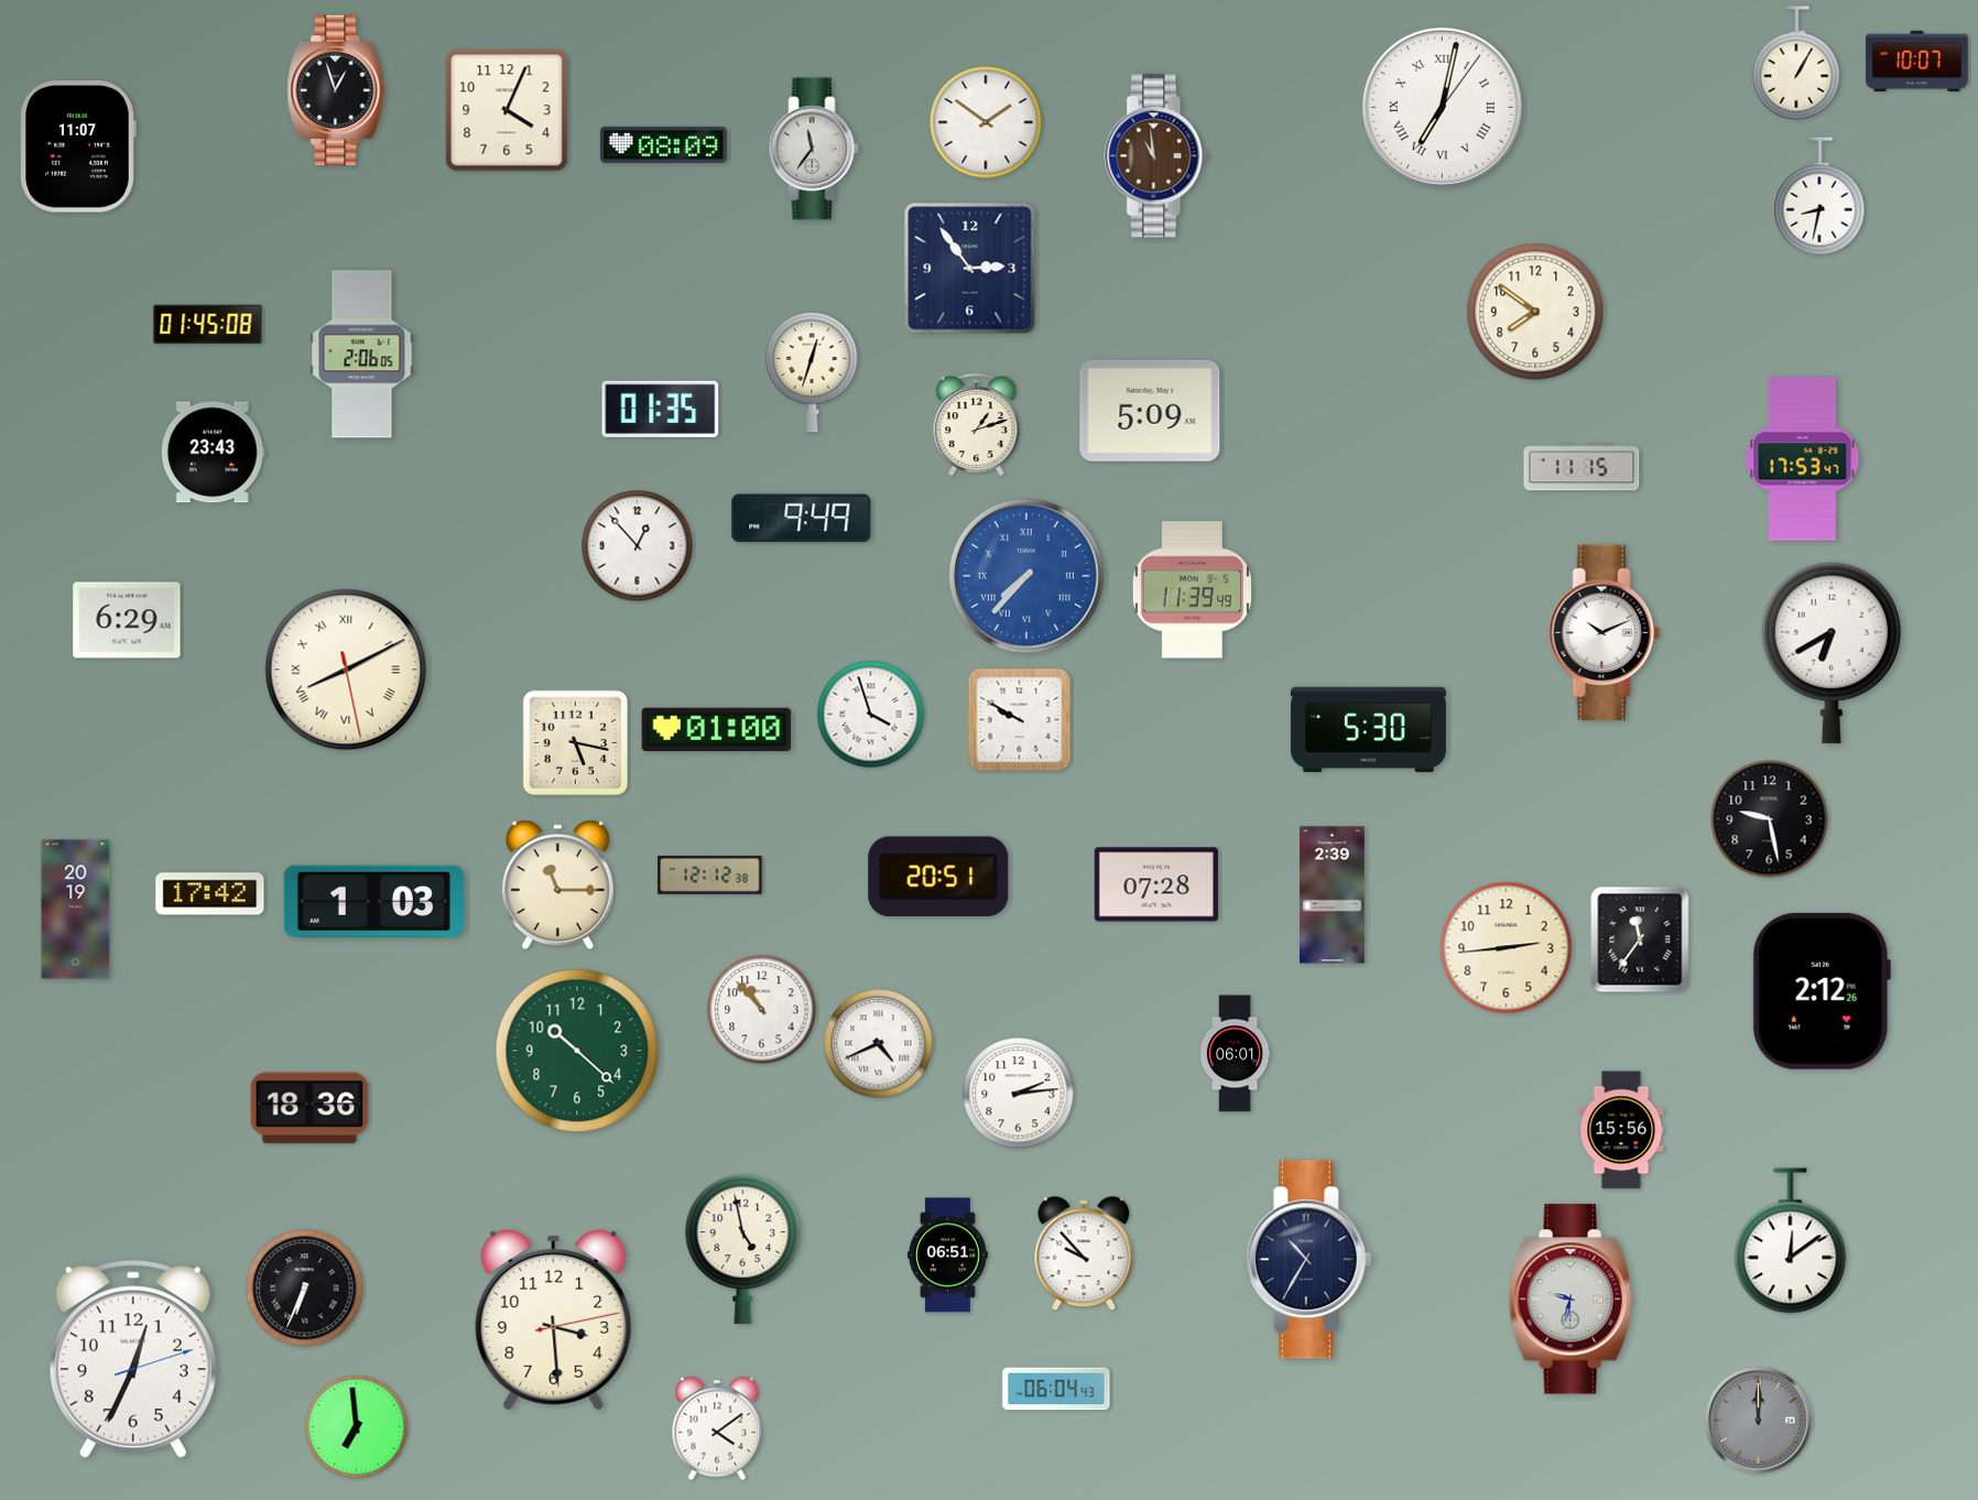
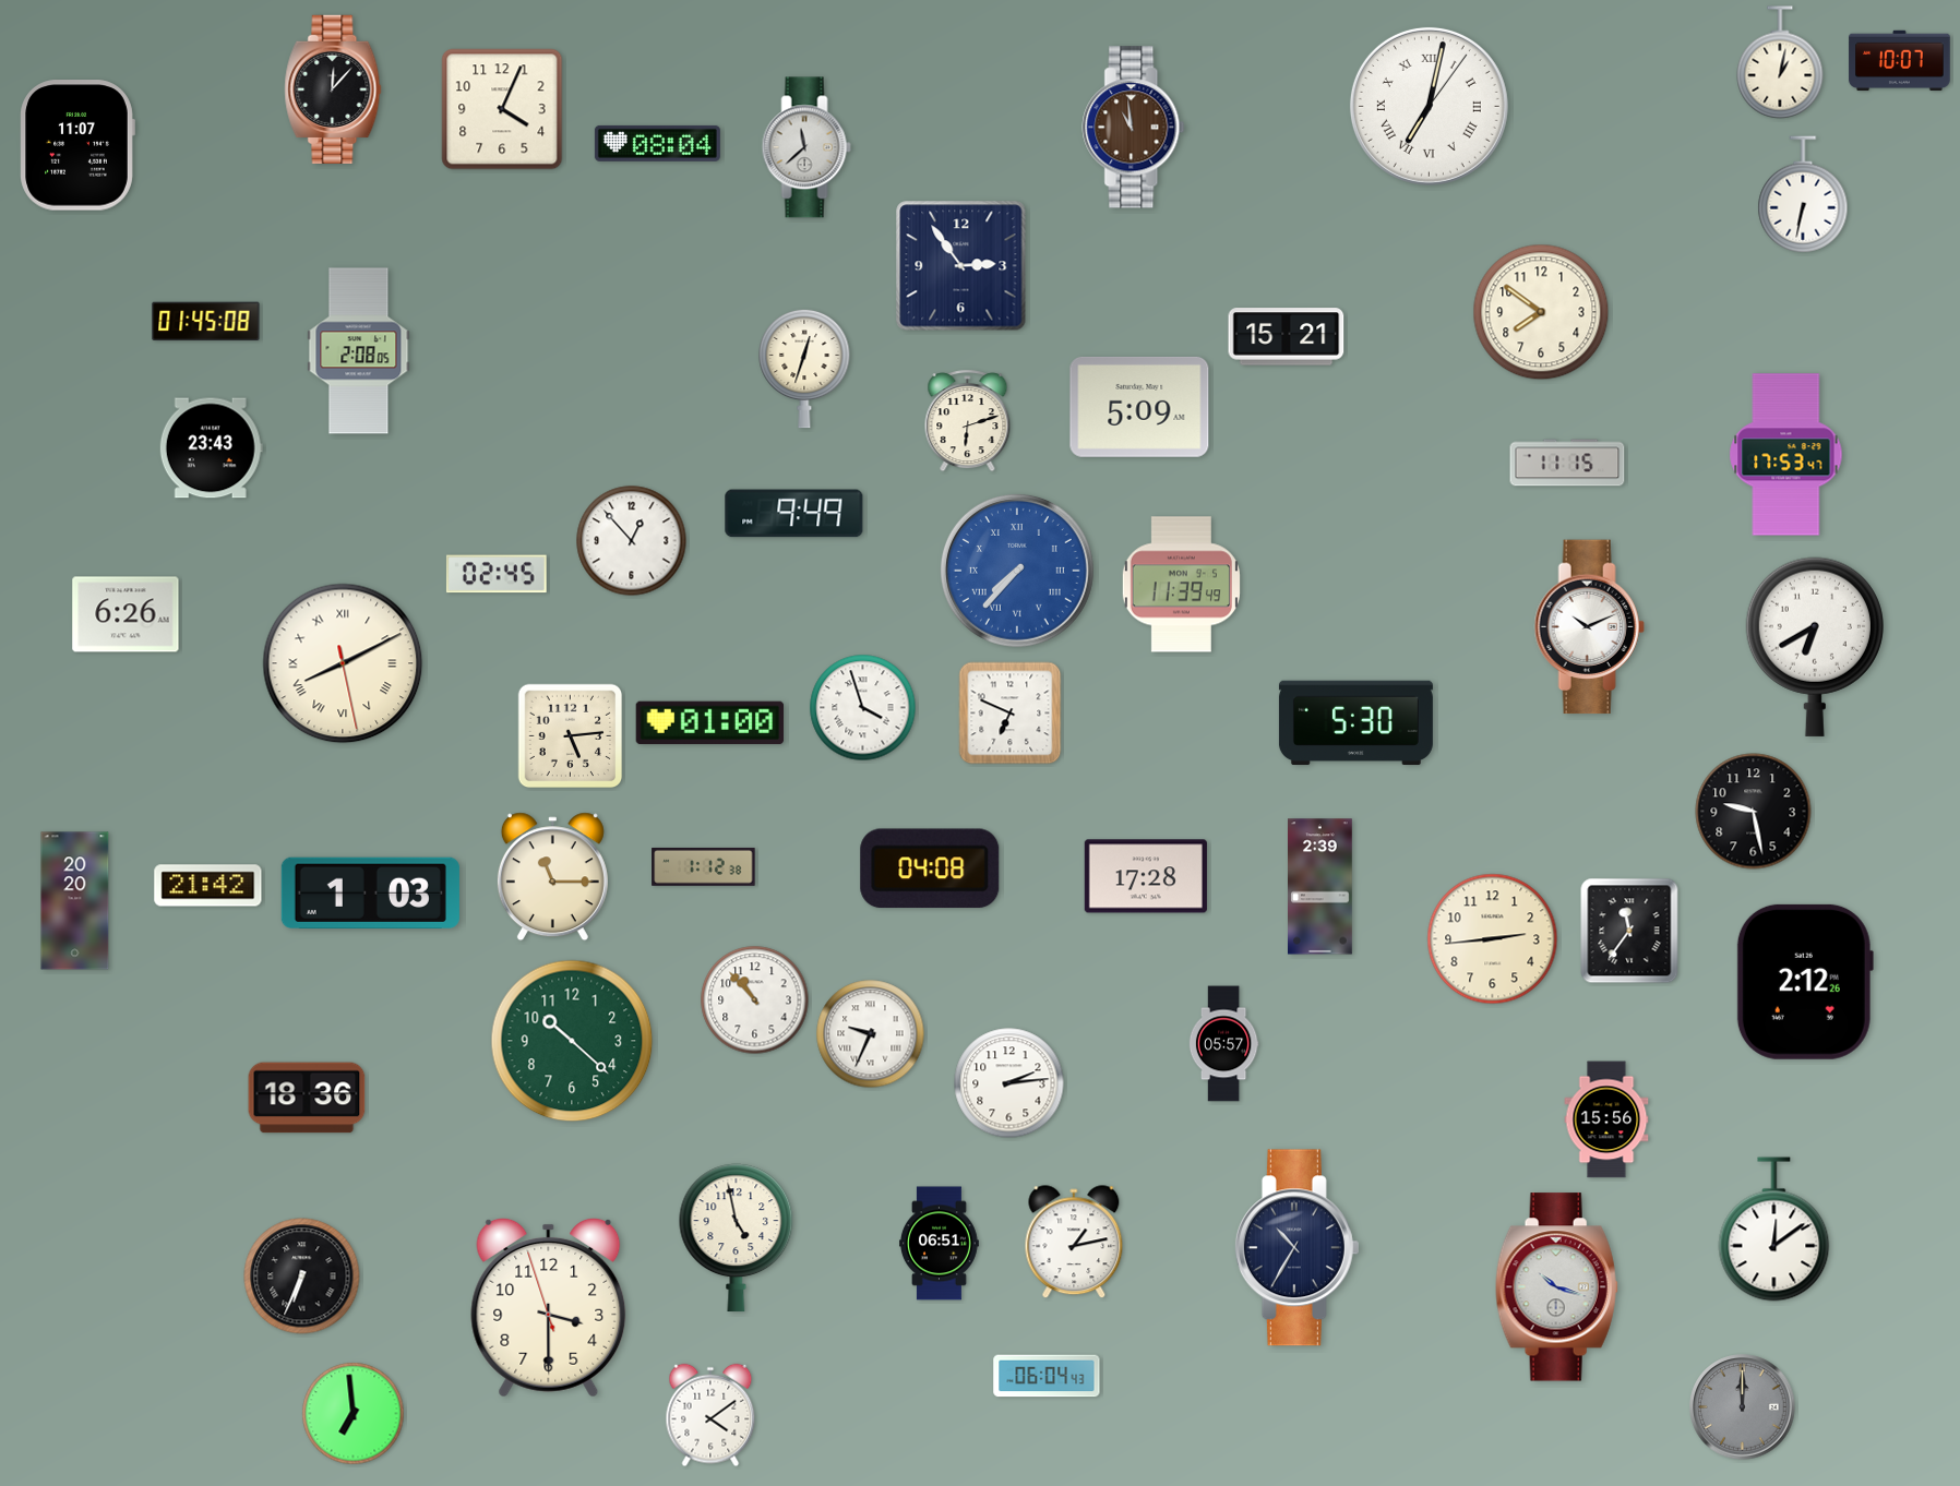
clock at (1796, 63): 1:05 -> 1:02
clock at (336, 89): 12:57 -> 12:07
clock at (986, 122): 1:51 -> none
clock at (663, 144): 08:09 -> 08:04
clock at (814, 149): 11:36 -> 11:38
clock at (1156, 156) position: (1156, 156) -> (1134, 128)
clock at (1819, 196): 8:32 -> 6:32
clock at (1535, 312) position: (1535, 312) -> (1541, 312)
clock at (1287, 337): none -> 15:21
clock at (362, 355): 2:06 -> 2:08
clock at (661, 409): 01:35 -> none
clock at (977, 425): 1:12 -> 6:12
clock at (497, 574): none -> 02:45
clock at (127, 620): 6:29 -> 6:26
clock at (1020, 720): 9:50 -> 6:49
clock at (576, 743): 5:17 -> 5:14
clock at (710, 874): 12:12 -> 1:12
clock at (938, 877): 20:51 -> 04:08
clock at (1156, 884): 07:28 -> 17:28
clock at (210, 894): 17:42 -> 21:42
clock at (76, 910): 20:19 -> 20:20
clock at (1640, 939) position: (1640, 939) -> (1629, 931)
clock at (879, 1044): 4:41 -> 9:34
clock at (1235, 1054): 06:01 -> 05:57
clock at (1084, 1254): 9:53 -> 1:13
clock at (1571, 1300): 9:32 -> 10:18
clock at (554, 1319): 3:29:13 -> 3:29:57
clock at (133, 1359): 12:34 -> none
